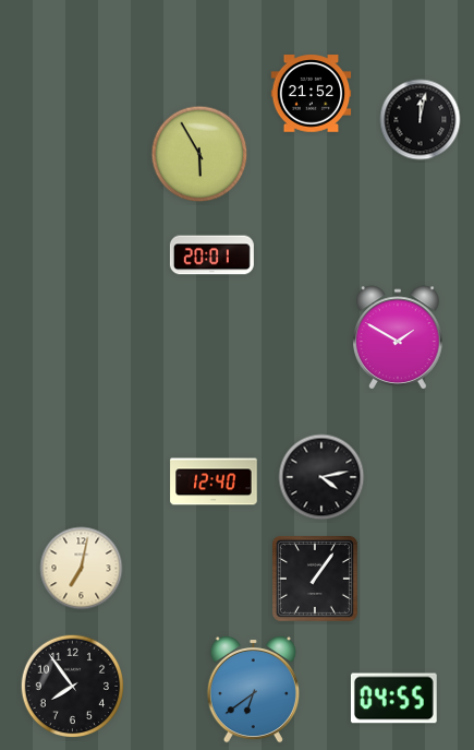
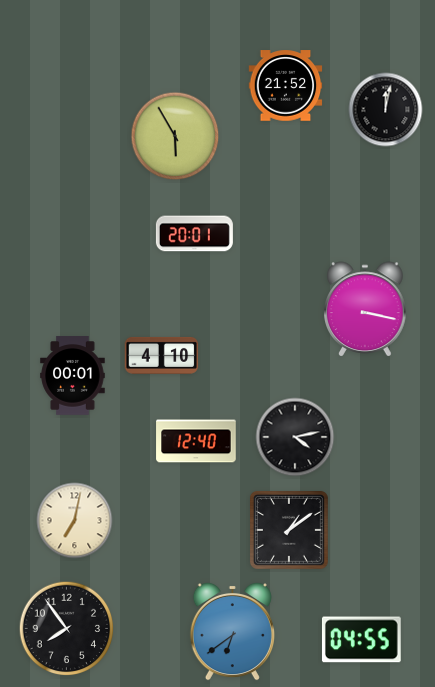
clock at (199, 154) position: (199, 154) -> (175, 136)
clock at (398, 337): 1:50 -> 3:17
clock at (162, 355): none -> 4:10
clock at (73, 376): none -> 00:01
clock at (315, 579): 1:06 -> 1:09
